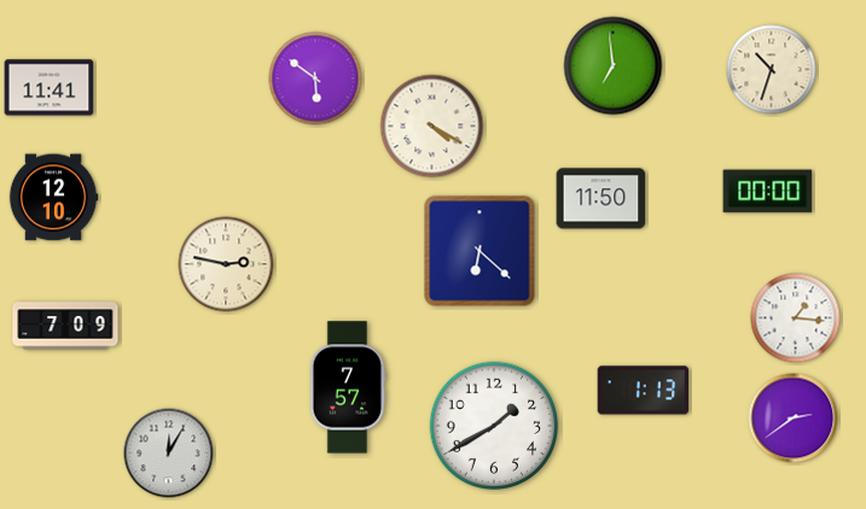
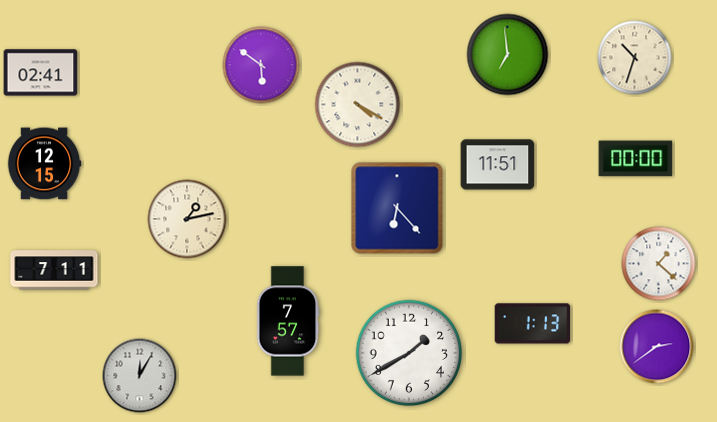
clock at (772, 70) position: (772, 70) -> (635, 58)
clock at (50, 88): 11:41 -> 02:41
clock at (53, 198): 12:10 -> 12:15
clock at (601, 199): 11:50 -> 11:51
clock at (480, 251): 6:22 -> 6:23
clock at (226, 264): 2:47 -> 1:13
clock at (796, 318): 1:16 -> 1:22
clock at (65, 326): 7:09 -> 7:11
